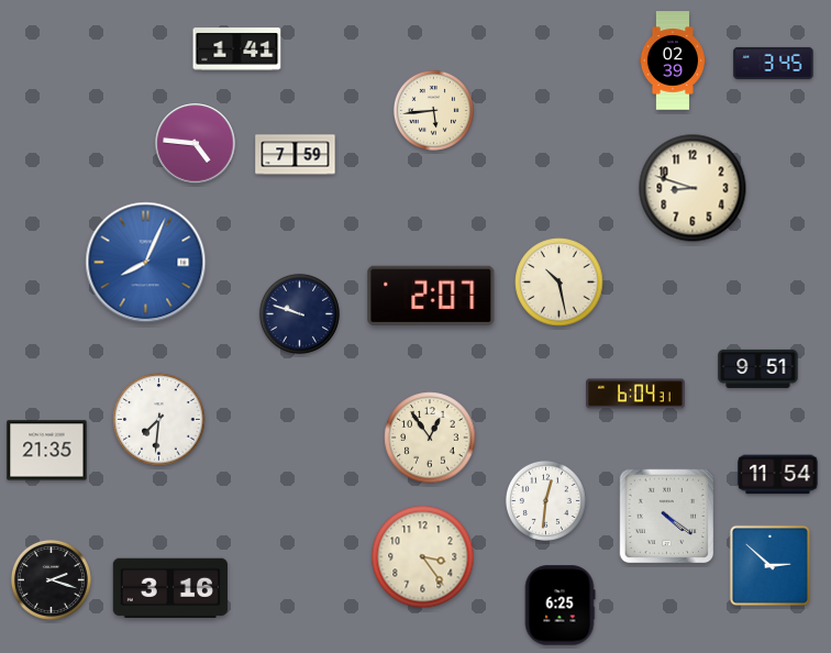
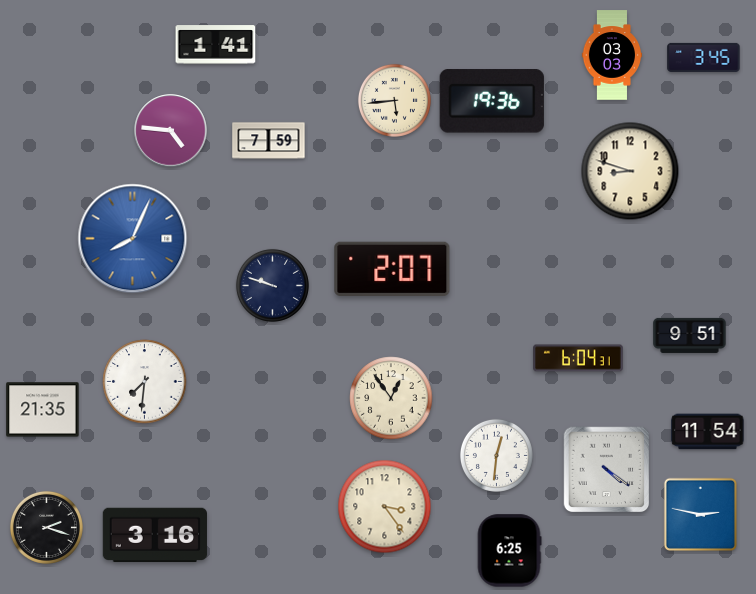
clock at (672, 60): 02:39 -> 03:03
clock at (492, 101): none -> 19:36
clock at (196, 144) position: (196, 144) -> (171, 131)
clock at (559, 283): 10:28 -> none
clock at (769, 565): 2:52 -> 2:47
